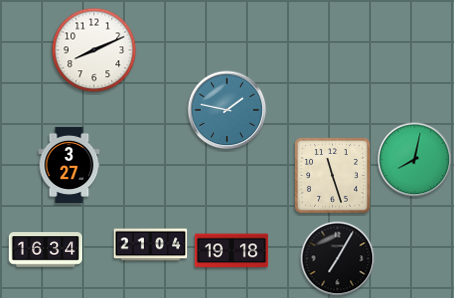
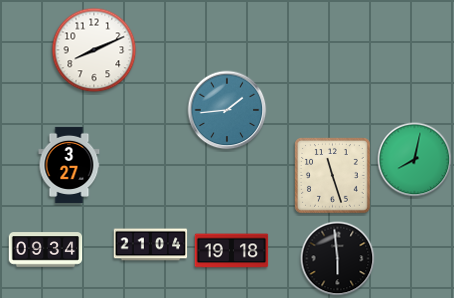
clock at (227, 110): 1:47 -> 1:44
clock at (46, 250): 16:34 -> 09:34
clock at (338, 259): 7:05 -> 5:59
